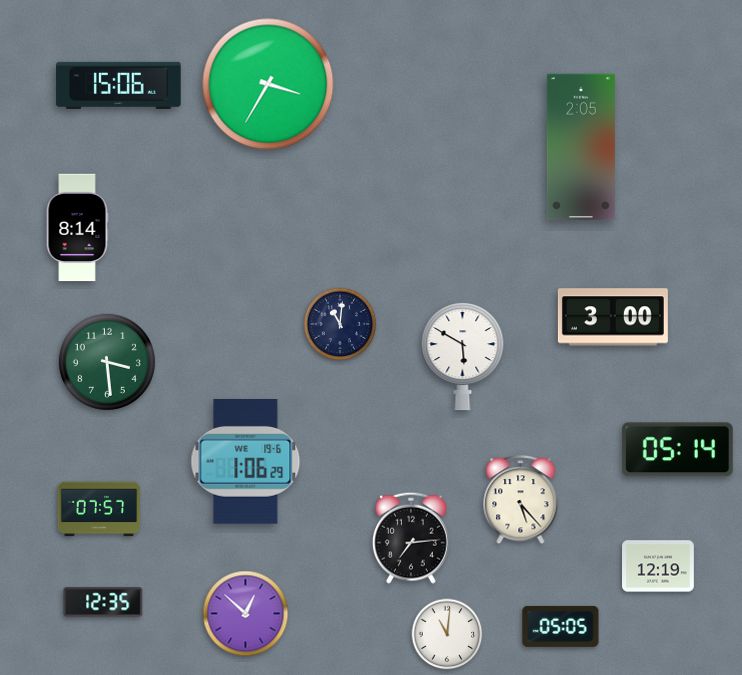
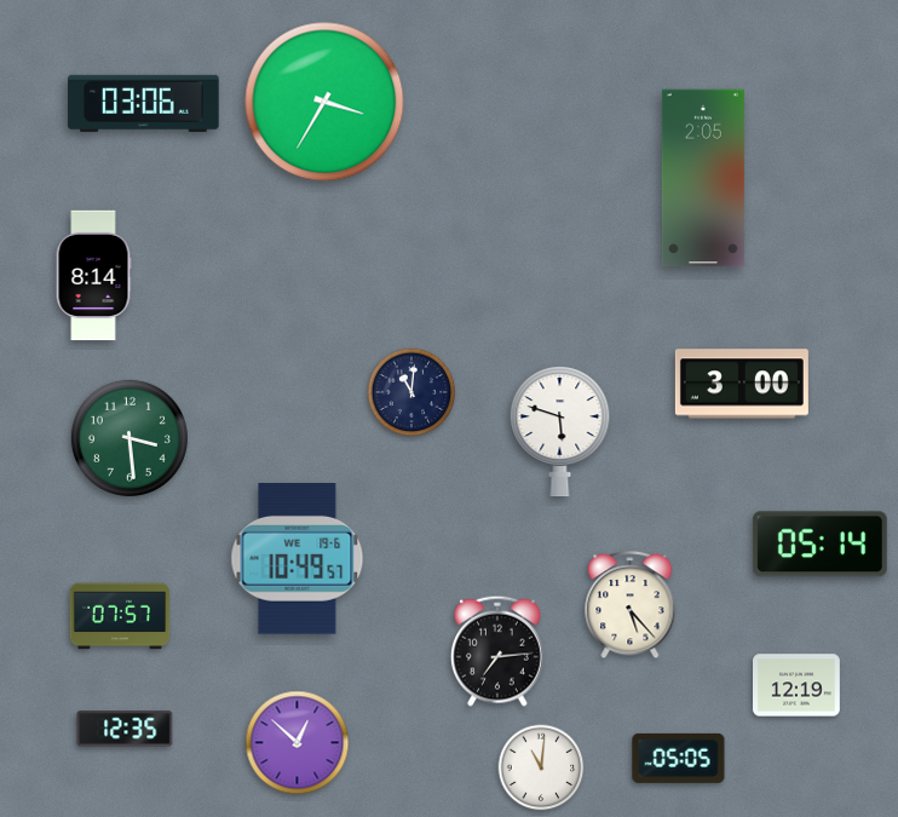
clock at (119, 85): 15:06 -> 03:06
clock at (463, 357): 5:50 -> 5:48
clock at (246, 462): 1:06 -> 10:49
